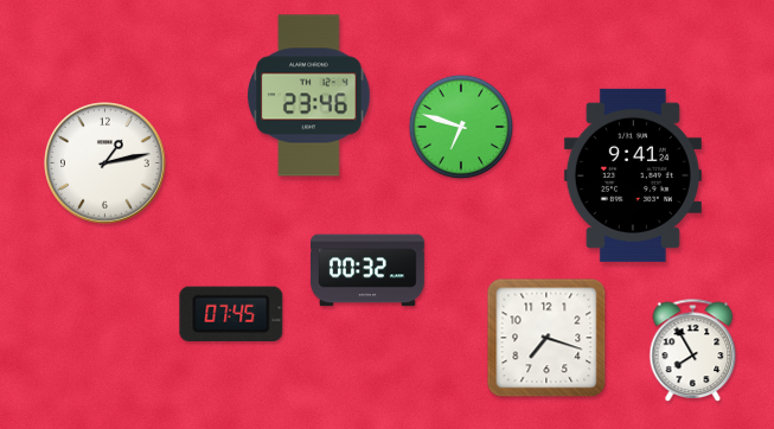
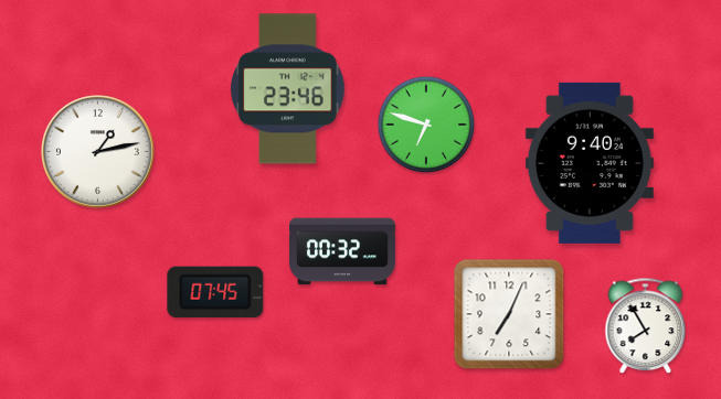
clock at (461, 127) position: (461, 127) -> (426, 125)
clock at (633, 175): 9:41 -> 9:40
clock at (546, 338): 7:18 -> 7:04
